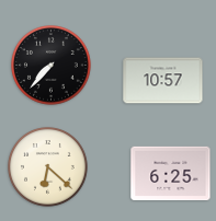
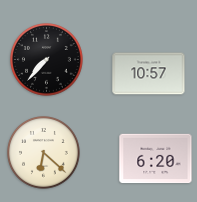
clock at (171, 174): 6:25 -> 6:20
